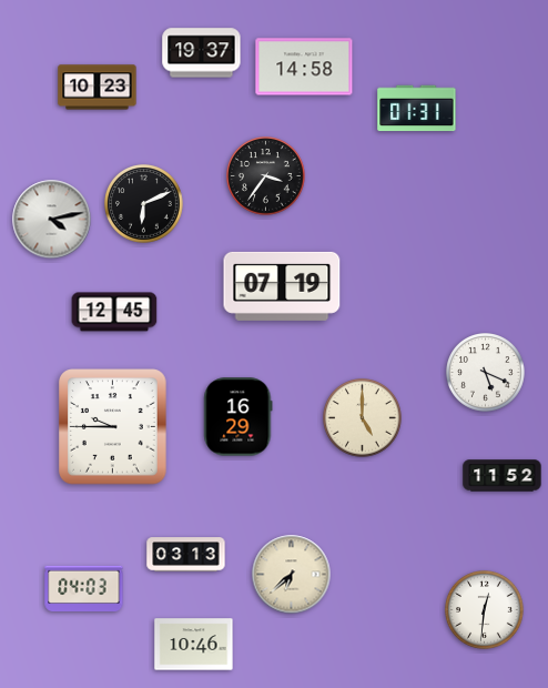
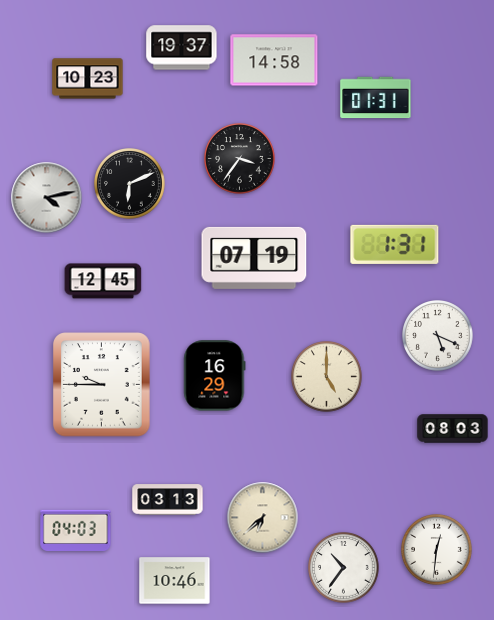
clock at (395, 244): none -> 1:31
clock at (503, 476): 11:52 -> 08:03
clock at (344, 568): none -> 10:36
